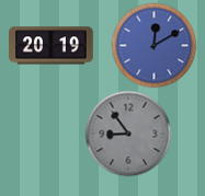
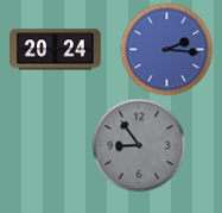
clock at (153, 45): 12:10 -> 2:16
clock at (52, 46): 20:19 -> 20:24
